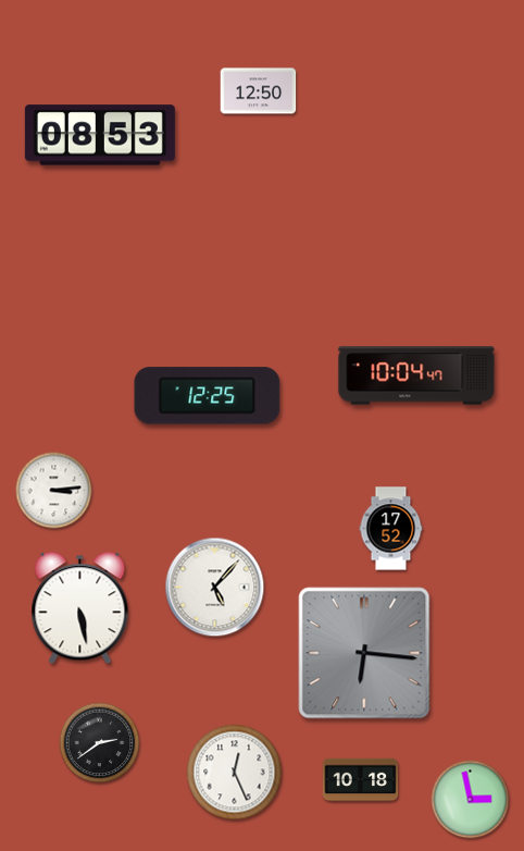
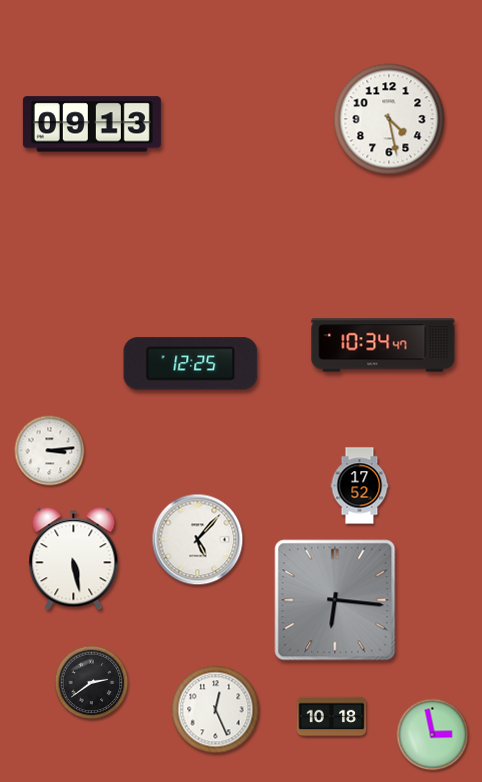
clock at (259, 91): 12:50 -> none
clock at (389, 119): none -> 4:28
clock at (100, 135): 08:53 -> 09:13
clock at (416, 375): 10:04 -> 10:34
